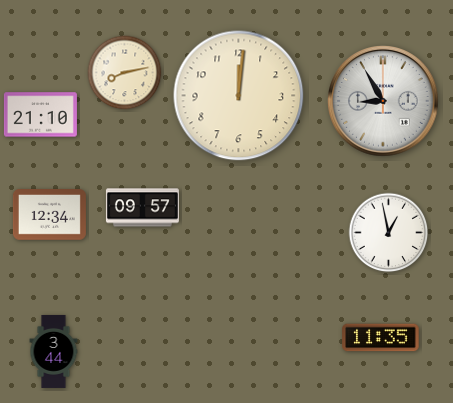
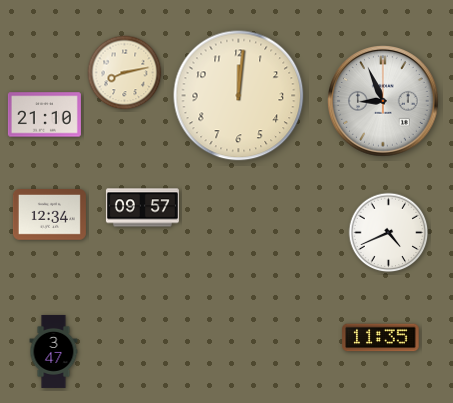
clock at (384, 102): 8:55 -> 8:56
clock at (40, 115) position: (40, 115) -> (44, 115)
clock at (389, 233): 12:58 -> 4:41
clock at (54, 351): 3:44 -> 3:47
